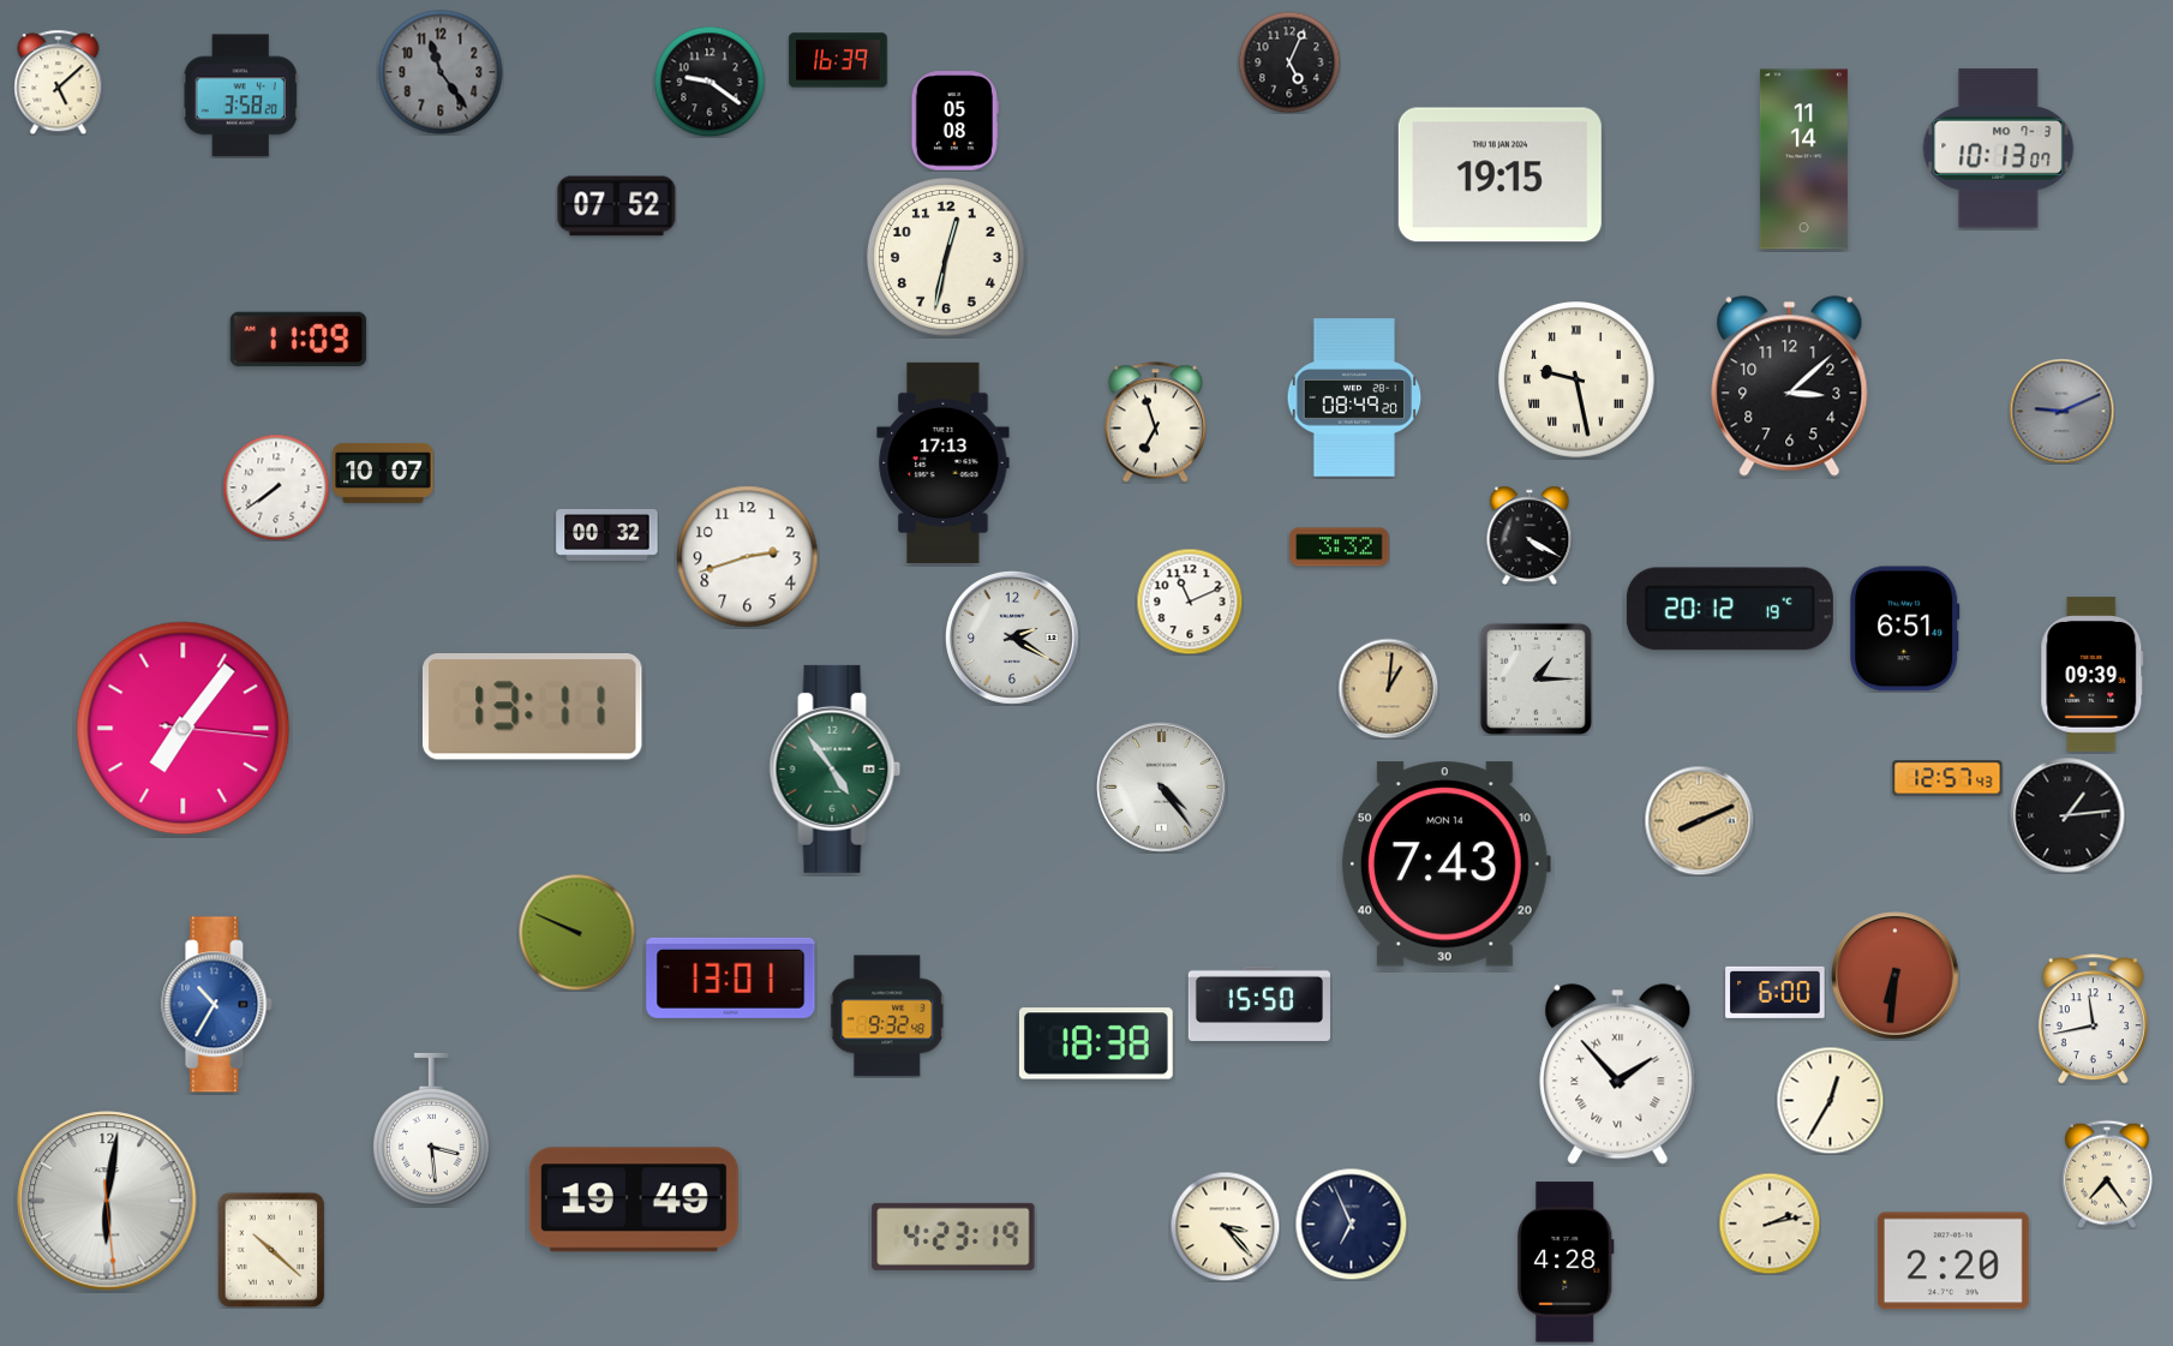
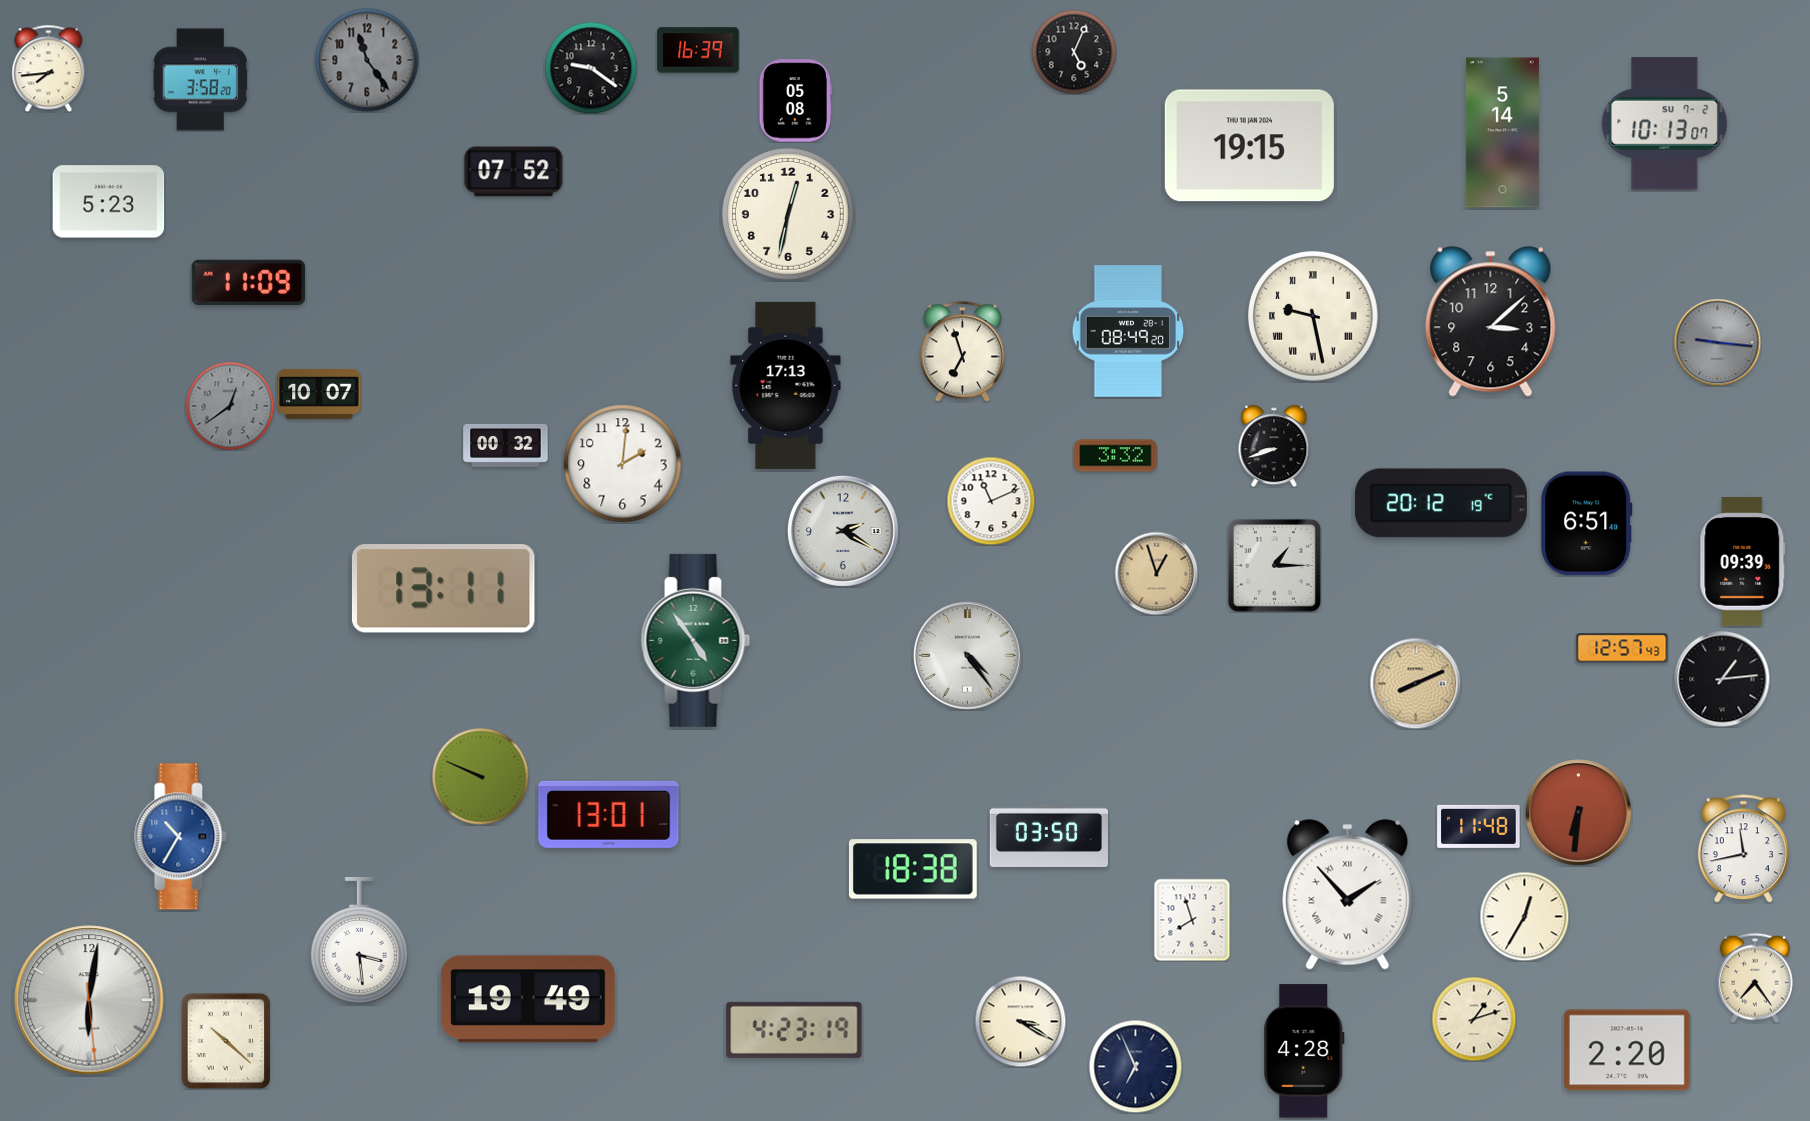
clock at (59, 82): 5:08 -> 7:44
clock at (1999, 149) date: MO 7-3 -> SU 7-2
clock at (1803, 160): 11:14 -> 5:14
clock at (109, 202): none -> 5:23
clock at (2061, 411): 9:11 -> 9:16
clock at (276, 487): 7:39 -> 12:39
clock at (276, 487) dial: white -> grey
clock at (1530, 536): 4:20 -> 8:42
clock at (748, 557): 2:42 -> 2:01
clock at (1730, 609) position: (1730, 609) -> (1441, 503)
clock at (1536, 678) position: (1536, 678) -> (1274, 565)
clock at (1388, 688): 1:01 -> 12:57
clock at (184, 729): 7:06 -> none
clock at (1445, 865): 7:43 -> none
clock at (1776, 992): 6:00 -> 11:48
clock at (1259, 1004): 15:50 -> 03:50
clock at (887, 1016): 9:32 -> none
clock at (1192, 920): none -> 7:57
clock at (1351, 1224) position: (1351, 1224) -> (1135, 1066)
clock at (1770, 1224): 2:13 -> 1:12
clock at (1225, 1226): 3:23 -> 3:20
